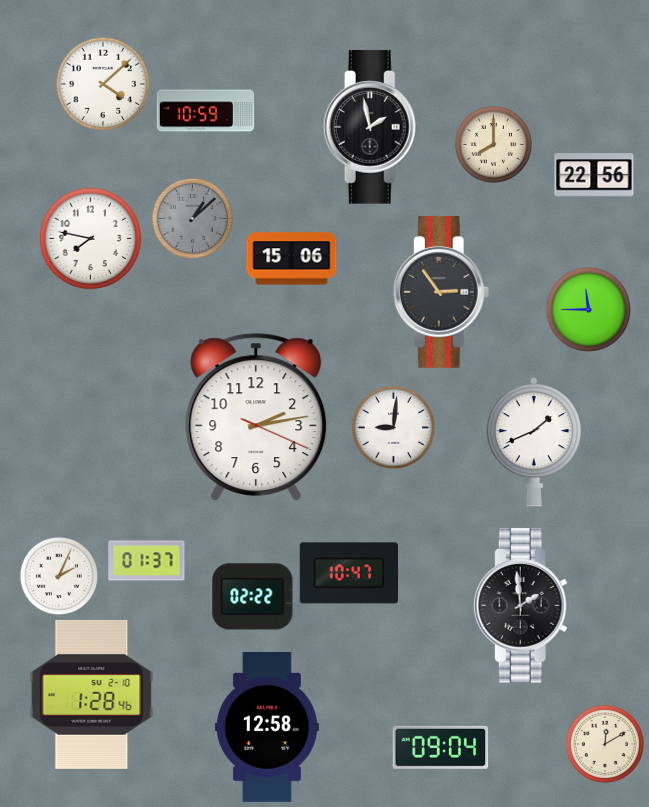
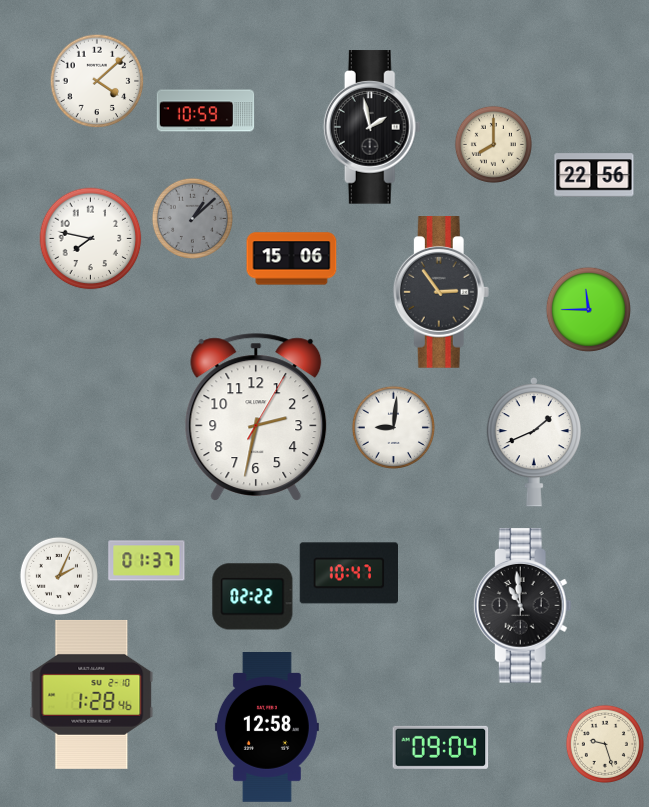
clock at (103, 84) position: (103, 84) -> (97, 81)
clock at (256, 417): 2:13 -> 2:32
clock at (522, 606): 1:59 -> 10:59
clock at (605, 744): 12:10 -> 9:27
